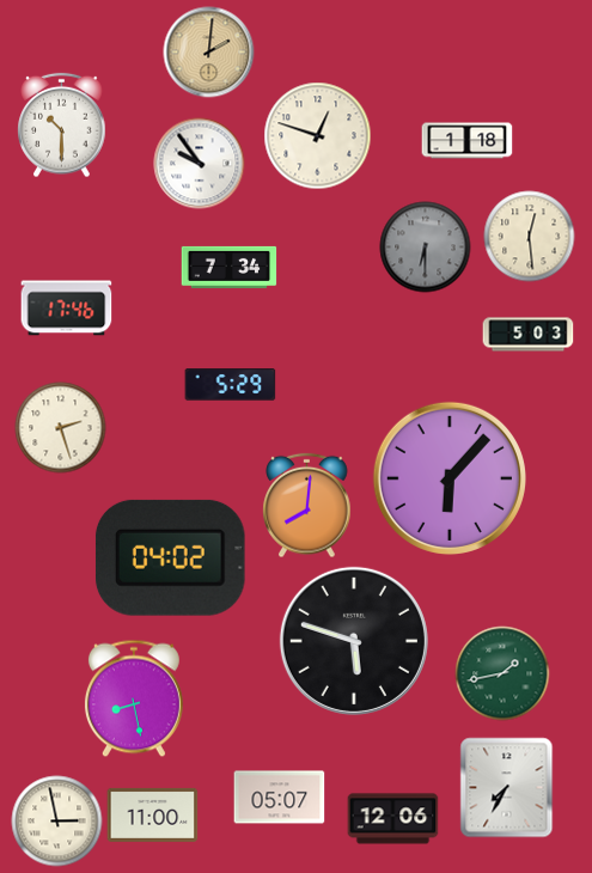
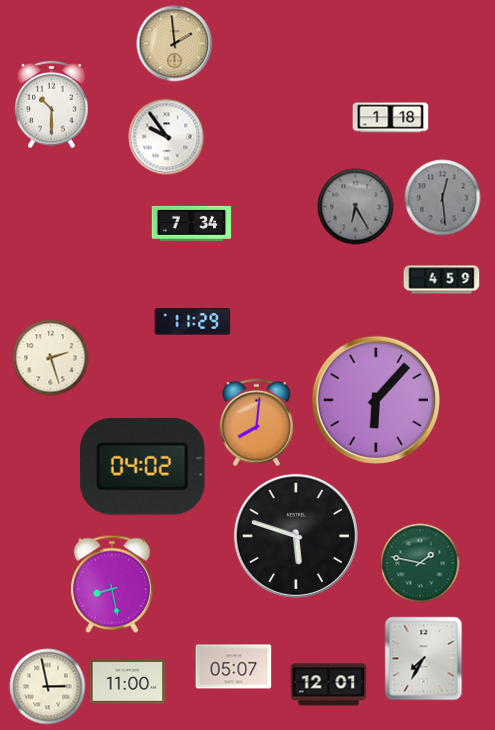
clock at (209, 53): 2:01 -> 1:59
clock at (318, 136): 12:48 -> none
clock at (530, 237) dial: cream -> grey
clock at (426, 248): 6:30 -> 6:25
clock at (67, 309): 17:46 -> none
clock at (529, 335): 5:03 -> 4:59
clock at (231, 385): 5:29 -> 11:29
clock at (502, 673): 1:43 -> 1:47
clock at (393, 819): 12:06 -> 12:01
